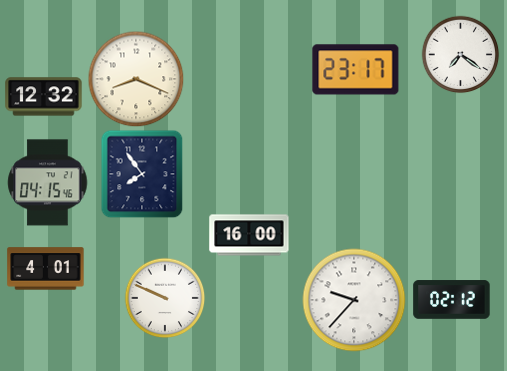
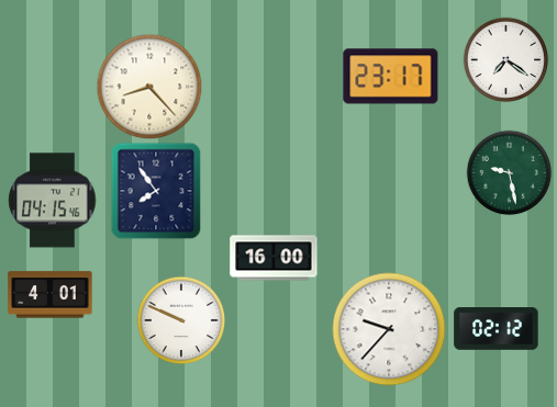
clock at (136, 79): 8:19 -> 8:23
clock at (44, 97): 12:32 -> none
clock at (509, 172): none -> 9:28
clock at (165, 298) position: (165, 298) -> (181, 320)
